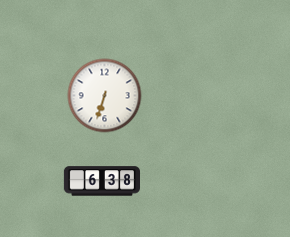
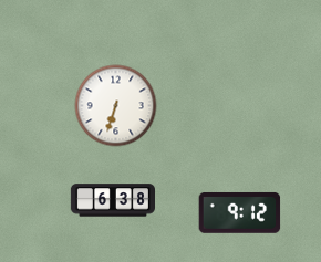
clock at (240, 212): none -> 9:12
